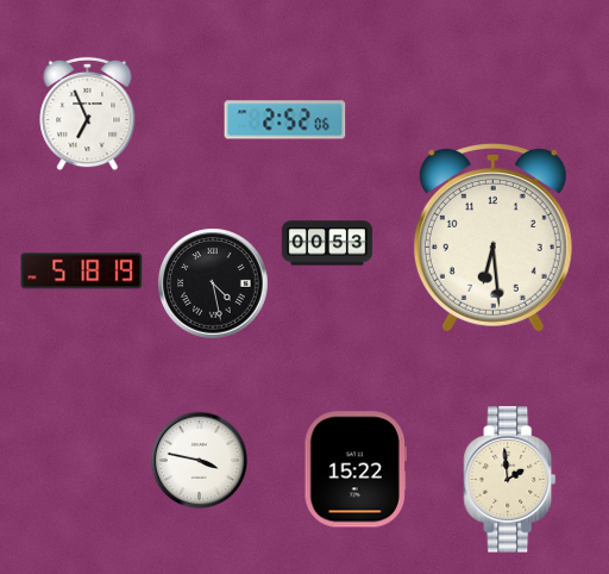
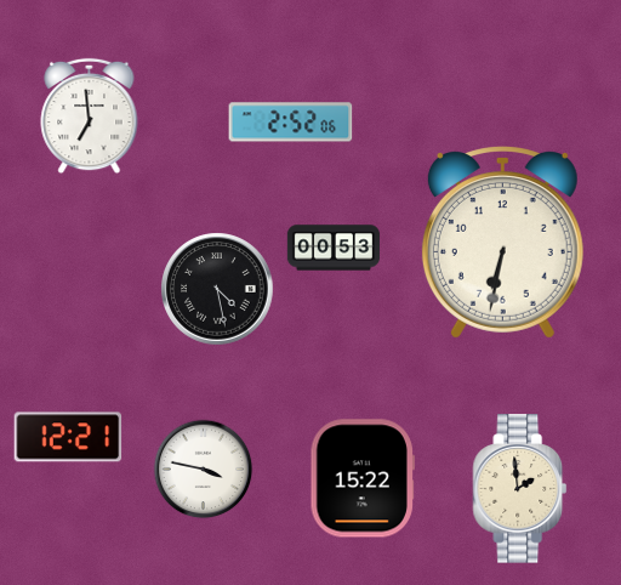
clock at (88, 114): 6:56 -> 6:59
clock at (492, 238): 6:29 -> 6:32
clock at (82, 272): 5:18 -> none
clock at (68, 437): none -> 12:21
